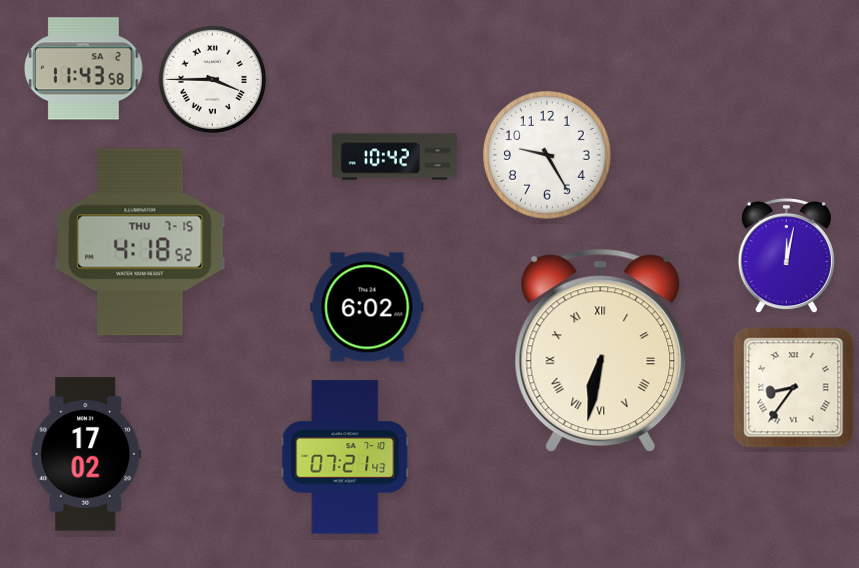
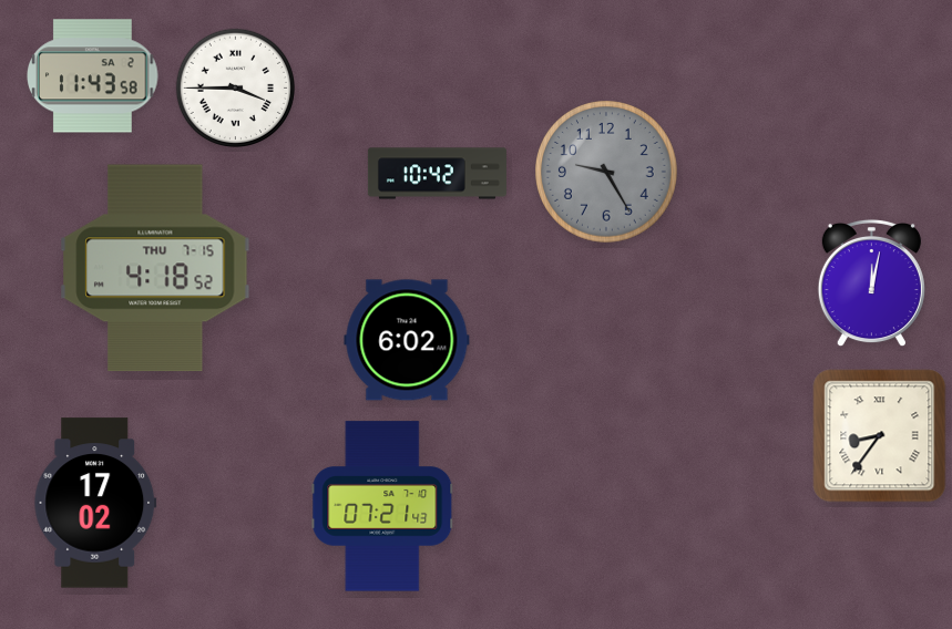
clock at (548, 156) dial: white -> grey
clock at (601, 351): 6:32 -> none
clock at (794, 388) position: (794, 388) -> (880, 436)
